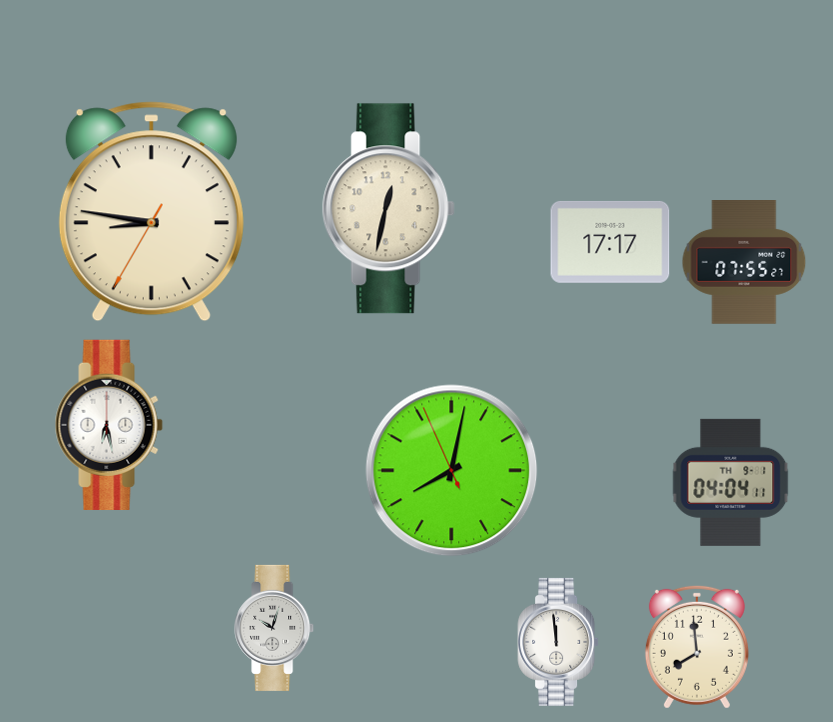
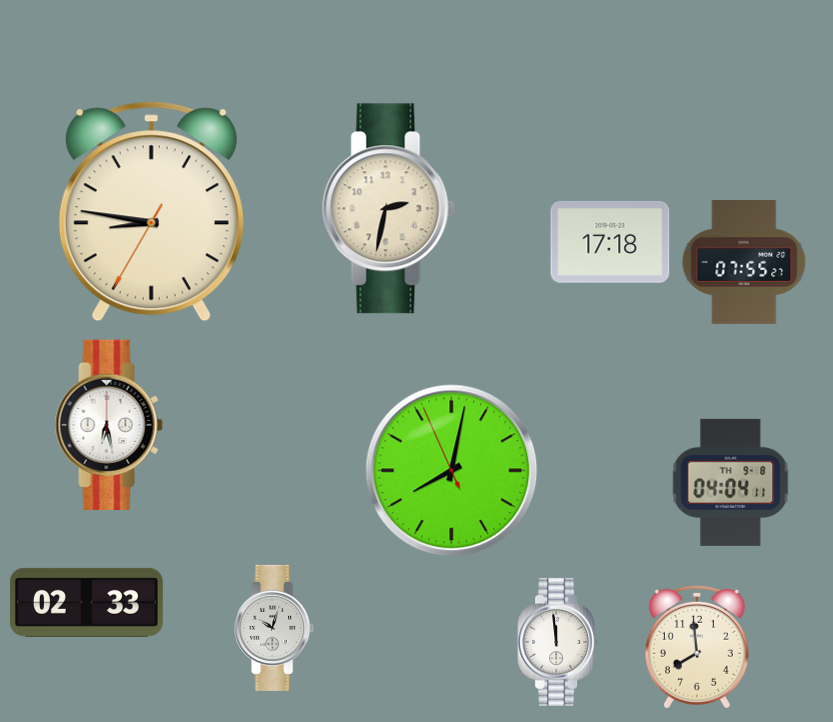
clock at (388, 209): 12:32 -> 2:32
clock at (610, 242): 17:17 -> 17:18
clock at (731, 482) date: TH 9-1 -> TH 9-8
clock at (86, 602): none -> 02:33
